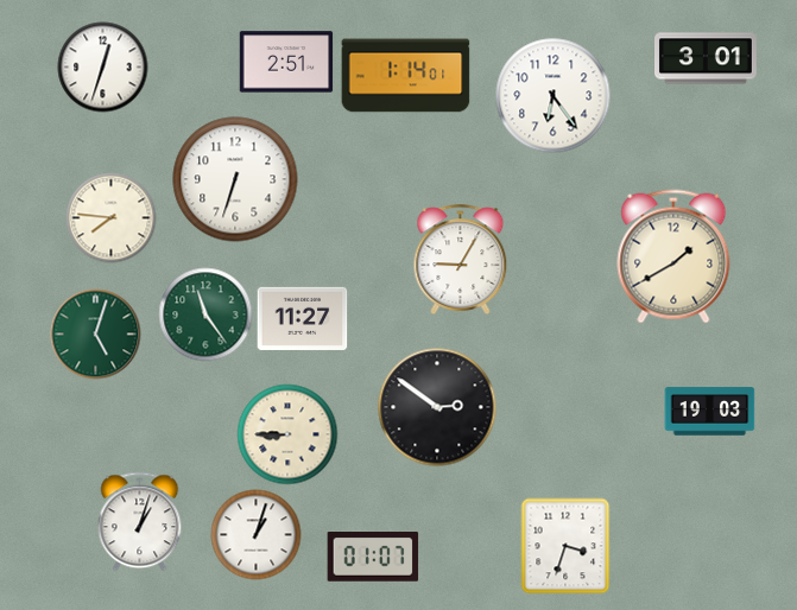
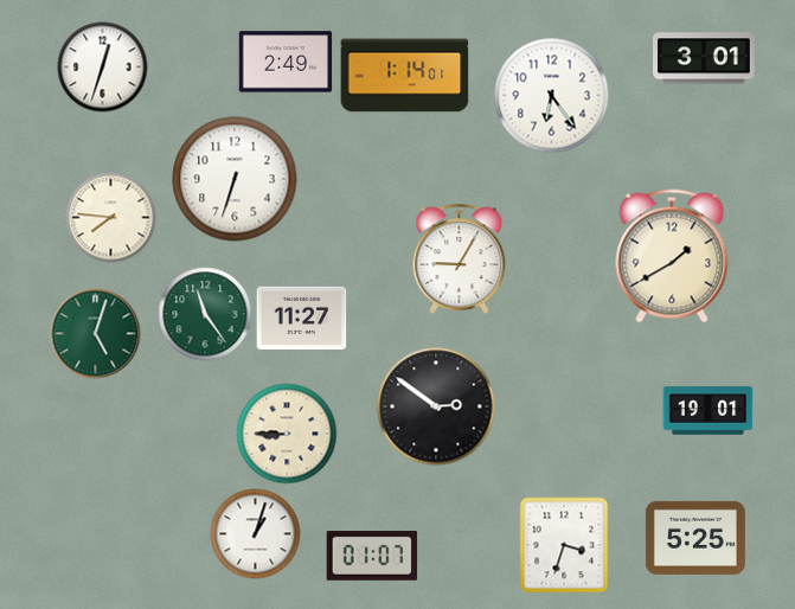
clock at (286, 62): 2:51 -> 2:49
clock at (710, 412): 19:03 -> 19:01
clock at (140, 522): 1:03 -> none
clock at (695, 538): none -> 5:25
